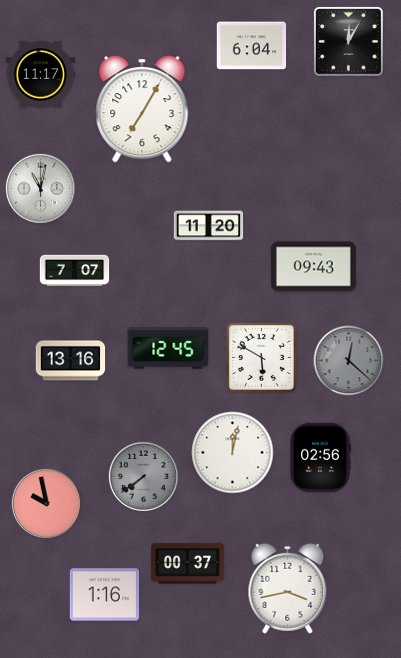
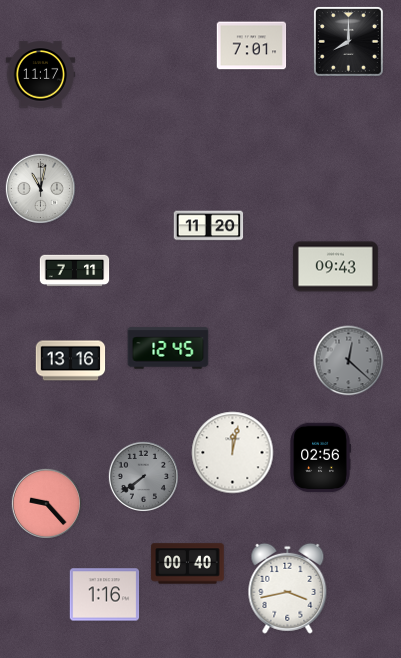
clock at (348, 41): 12:05 -> 8:00
clock at (252, 46): 6:04 -> 7:01
clock at (142, 109): 7:05 -> none
clock at (313, 267) position: (313, 267) -> (335, 267)
clock at (75, 271): 7:07 -> 7:11
clock at (261, 357): 5:50 -> none
clock at (46, 503): 9:58 -> 9:23
clock at (188, 564): 00:37 -> 00:40
